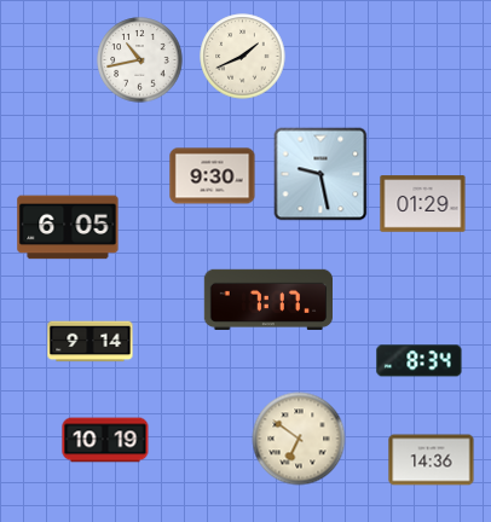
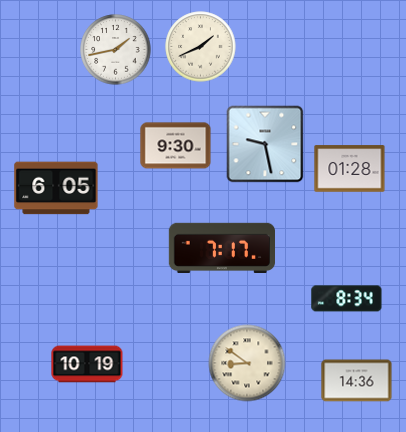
clock at (140, 60): 10:43 -> 1:43
clock at (423, 204): 01:29 -> 01:28
clock at (91, 342): 9:14 -> none
clock at (299, 439): 6:51 -> 8:51
